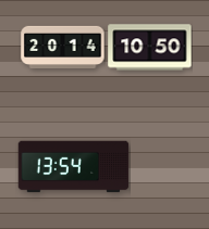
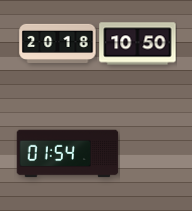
clock at (63, 47): 20:14 -> 20:18
clock at (74, 167): 13:54 -> 01:54
